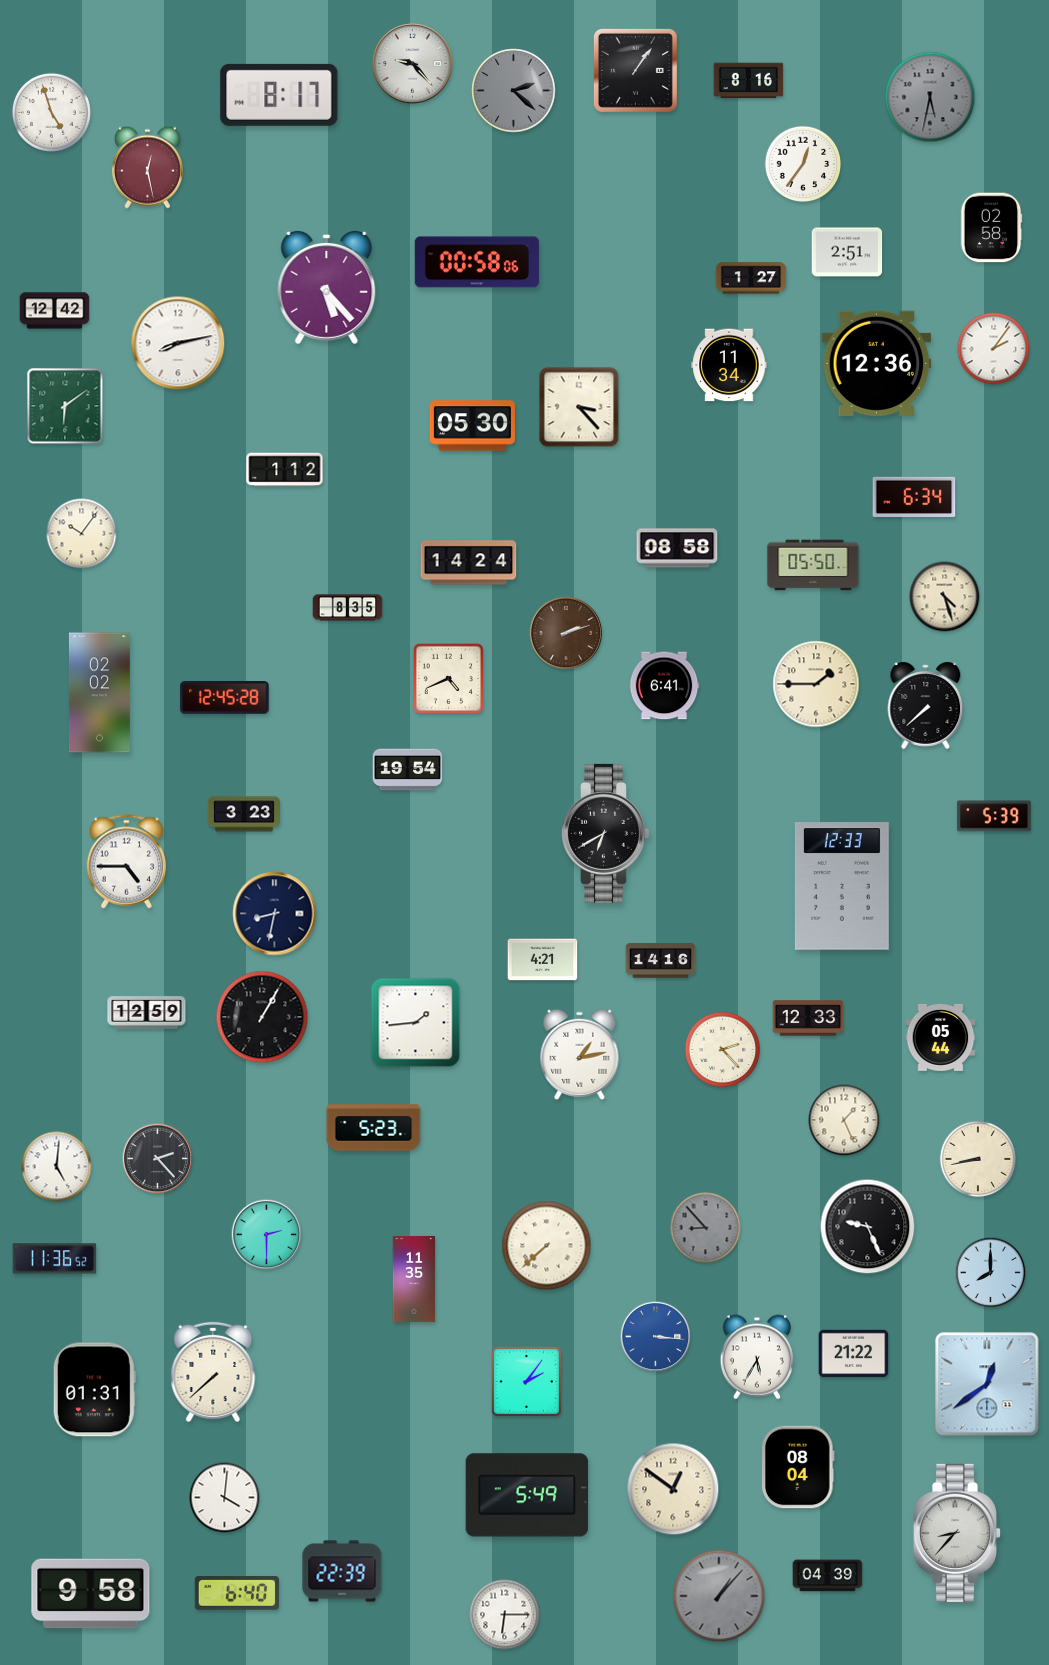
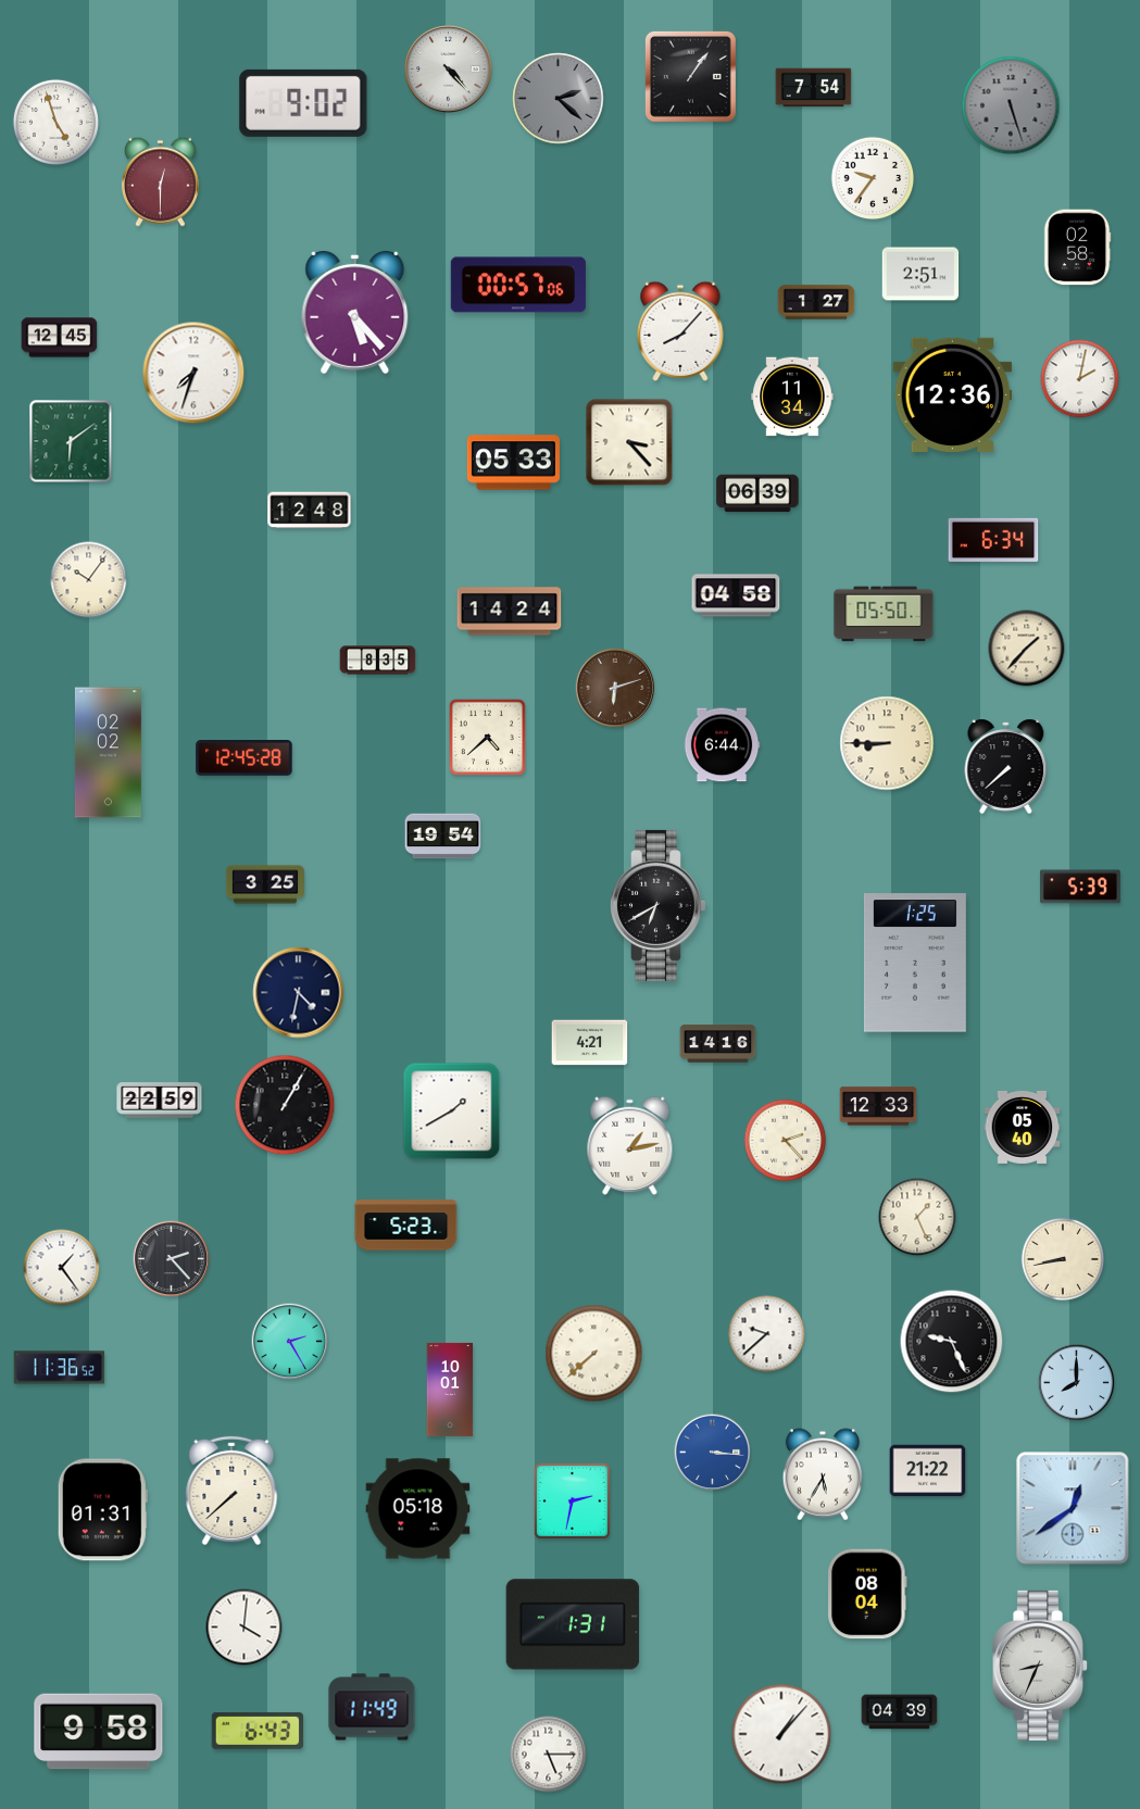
clock at (413, 64): 9:23 -> 4:23
clock at (749, 81): 8:16 -> 7:54
clock at (279, 95): 8:17 -> 9:02
clock at (930, 97): 5:32 -> 5:27
clock at (803, 164): 12:36 -> 9:36
clock at (147, 167): 12:28 -> 12:30
clock at (477, 262): 00:58 -> 00:57
clock at (680, 331): none -> 8:07
clock at (55, 311): 12:42 -> 12:45
clock at (178, 343): 8:13 -> 7:33
clock at (994, 349): 2:06 -> 2:02
clock at (472, 426): 05:30 -> 05:33
clock at (757, 493): none -> 06:39
clock at (285, 470): 1:12 -> 12:48
clock at (677, 548): 08:58 -> 04:58
clock at (945, 597): 4:27 -> 1:37
clock at (565, 632): 2:12 -> 6:12
clock at (448, 678): 4:41 -> 4:38
clock at (816, 684): 1:45 -> 8:45
clock at (664, 686): 6:41 -> 6:44
clock at (244, 814): 3:23 -> 3:25
clock at (127, 862): 4:45 -> none
clock at (842, 886): 12:33 -> 1:25
clock at (275, 914): 8:32 -> 4:32
clock at (147, 1013): 12:59 -> 22:59
clock at (416, 1023): 1:44 -> 1:40
clock at (941, 1037): 05:44 -> 05:40
clock at (57, 1167): 5:01 -> 1:24
clock at (868, 1227) position: (868, 1227) -> (952, 1342)
clock at (706, 1228): 8:53 -> 9:38
clock at (706, 1228) dial: grey -> white
clock at (267, 1235): 2:30 -> 2:25
clock at (414, 1279): 11:35 -> 10:01
clock at (526, 1381): 2:06 -> 2:32
clock at (987, 1384) position: (987, 1384) -> (1073, 1508)
clock at (418, 1509): none -> 05:18
clock at (673, 1489): 12:51 -> none
clock at (527, 1495): 5:49 -> 1:31
clock at (956, 1533): 8:37 -> 8:34
clock at (342, 1571): 22:39 -> 11:49
clock at (236, 1593): 6:40 -> 6:43
clock at (719, 1596) dial: grey -> white
clock at (505, 1615): 6:15 -> 5:15
